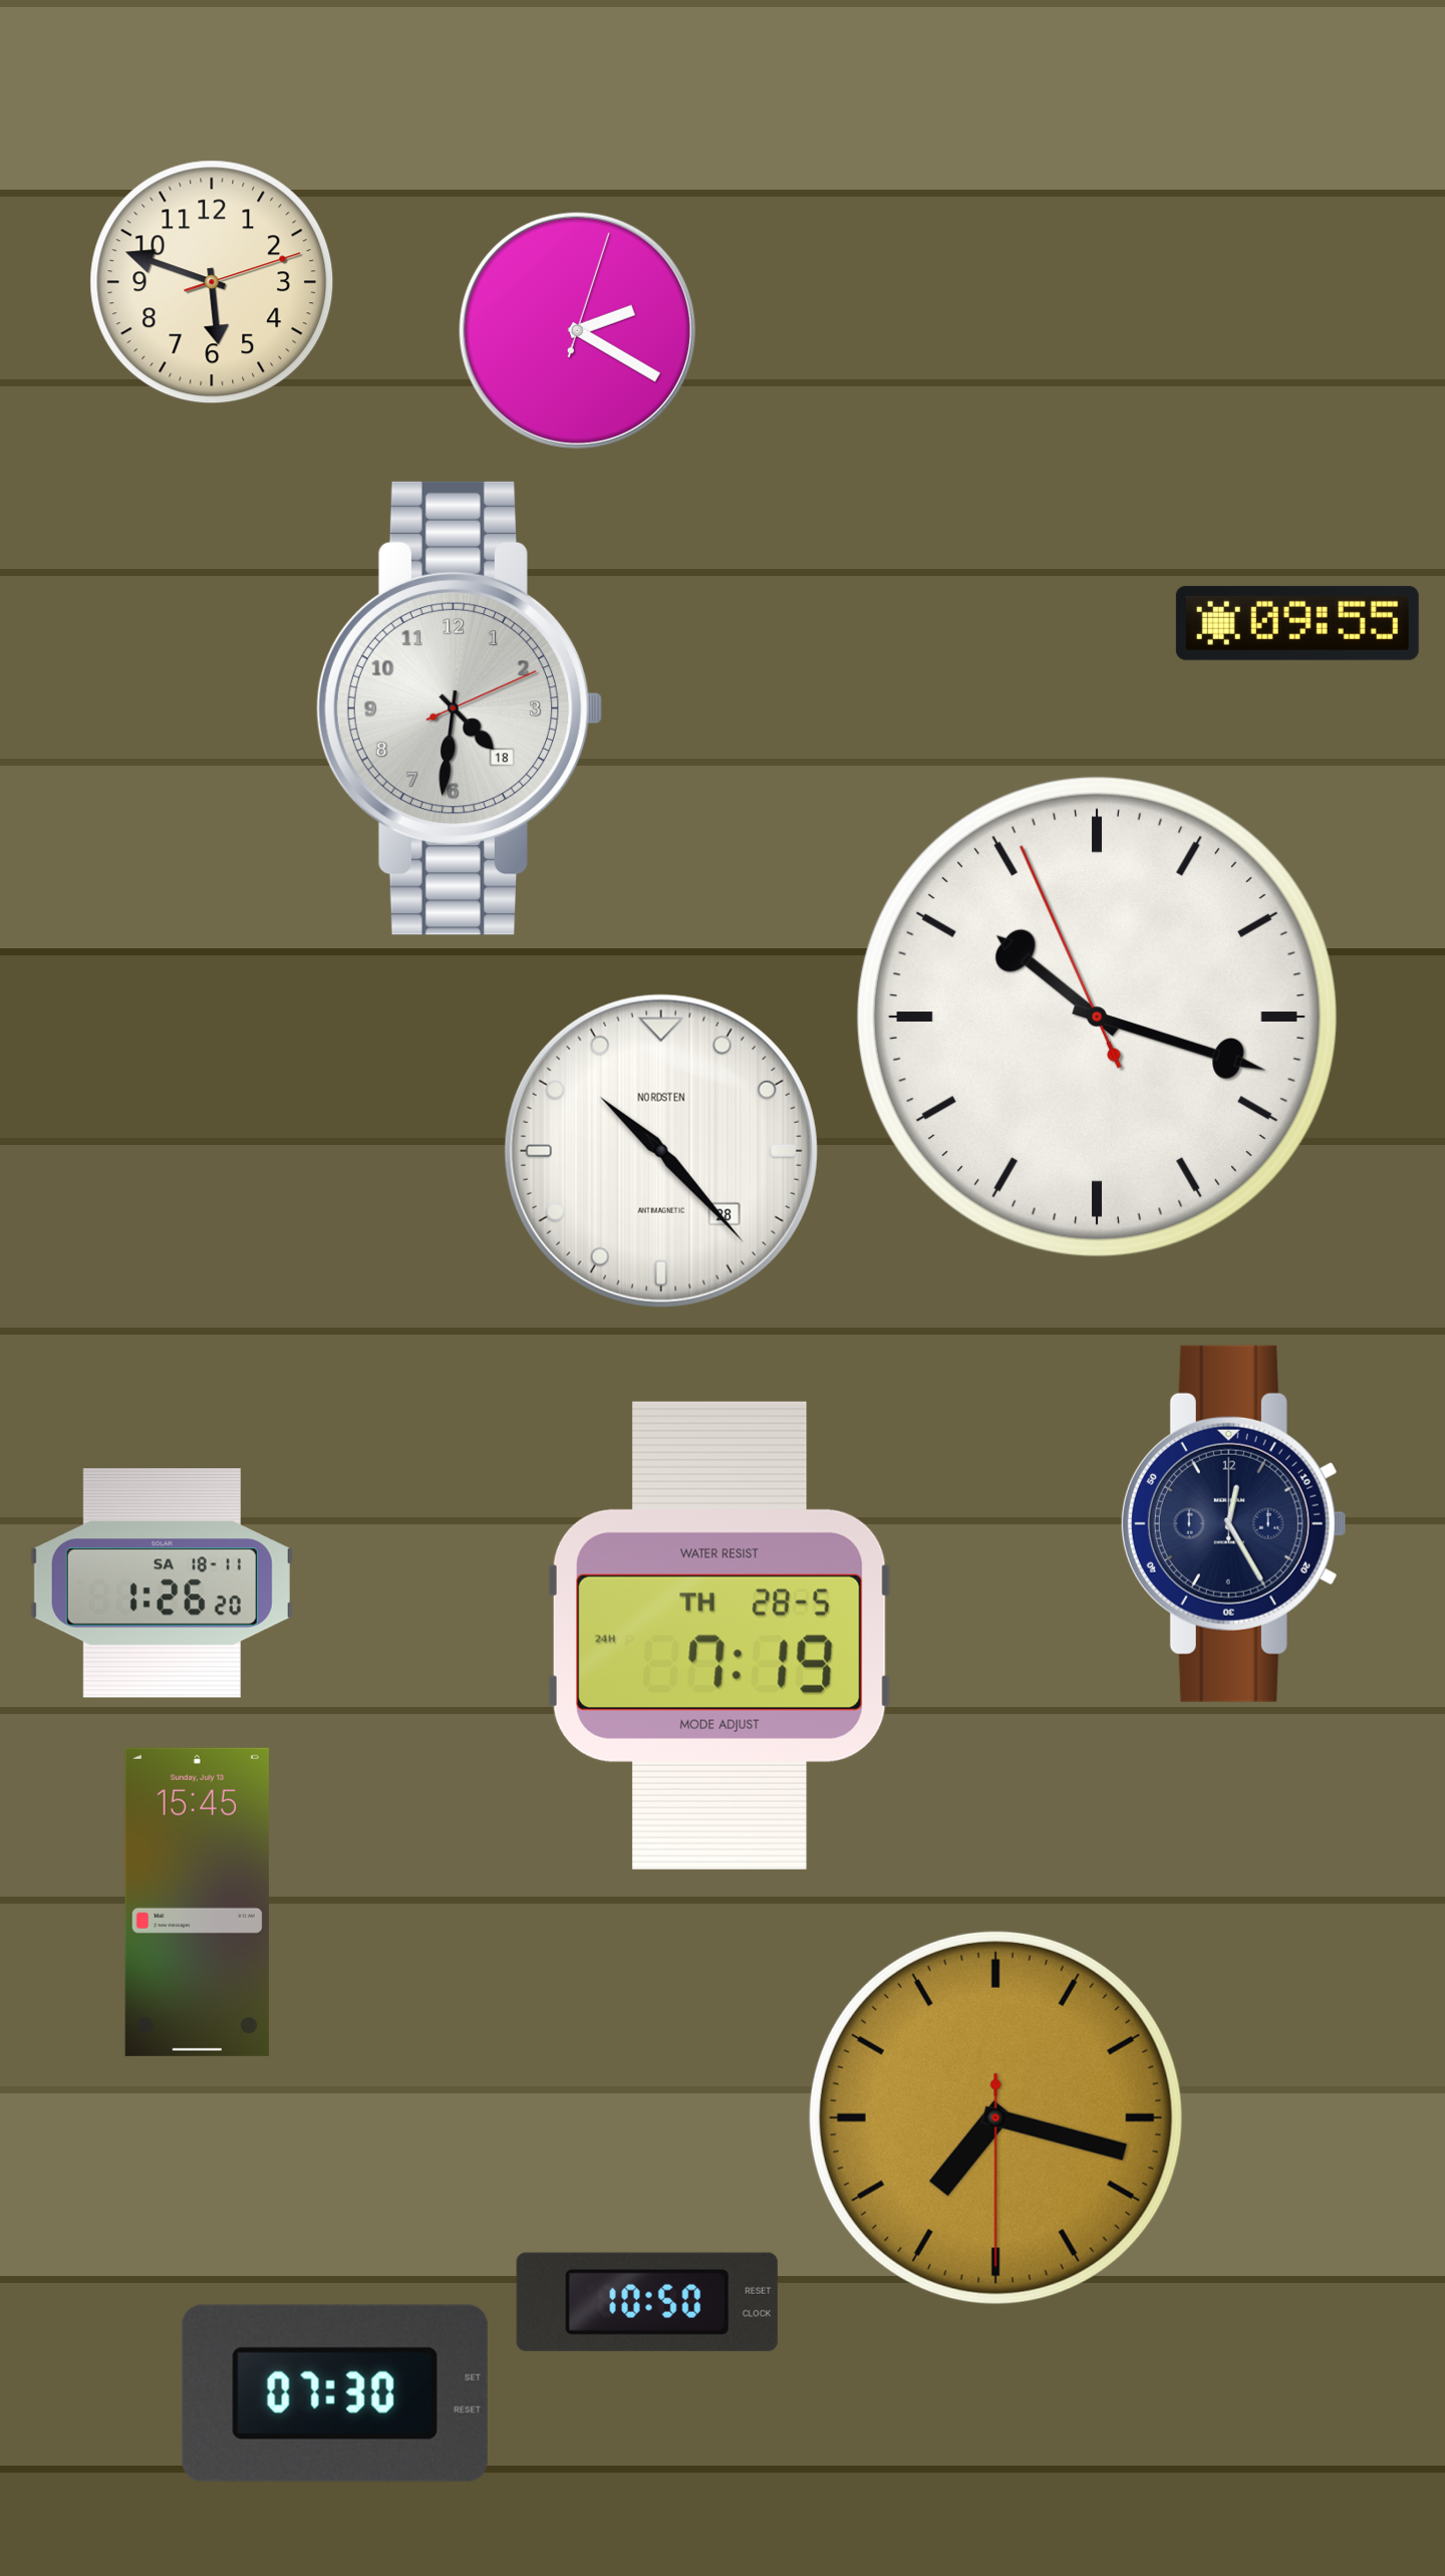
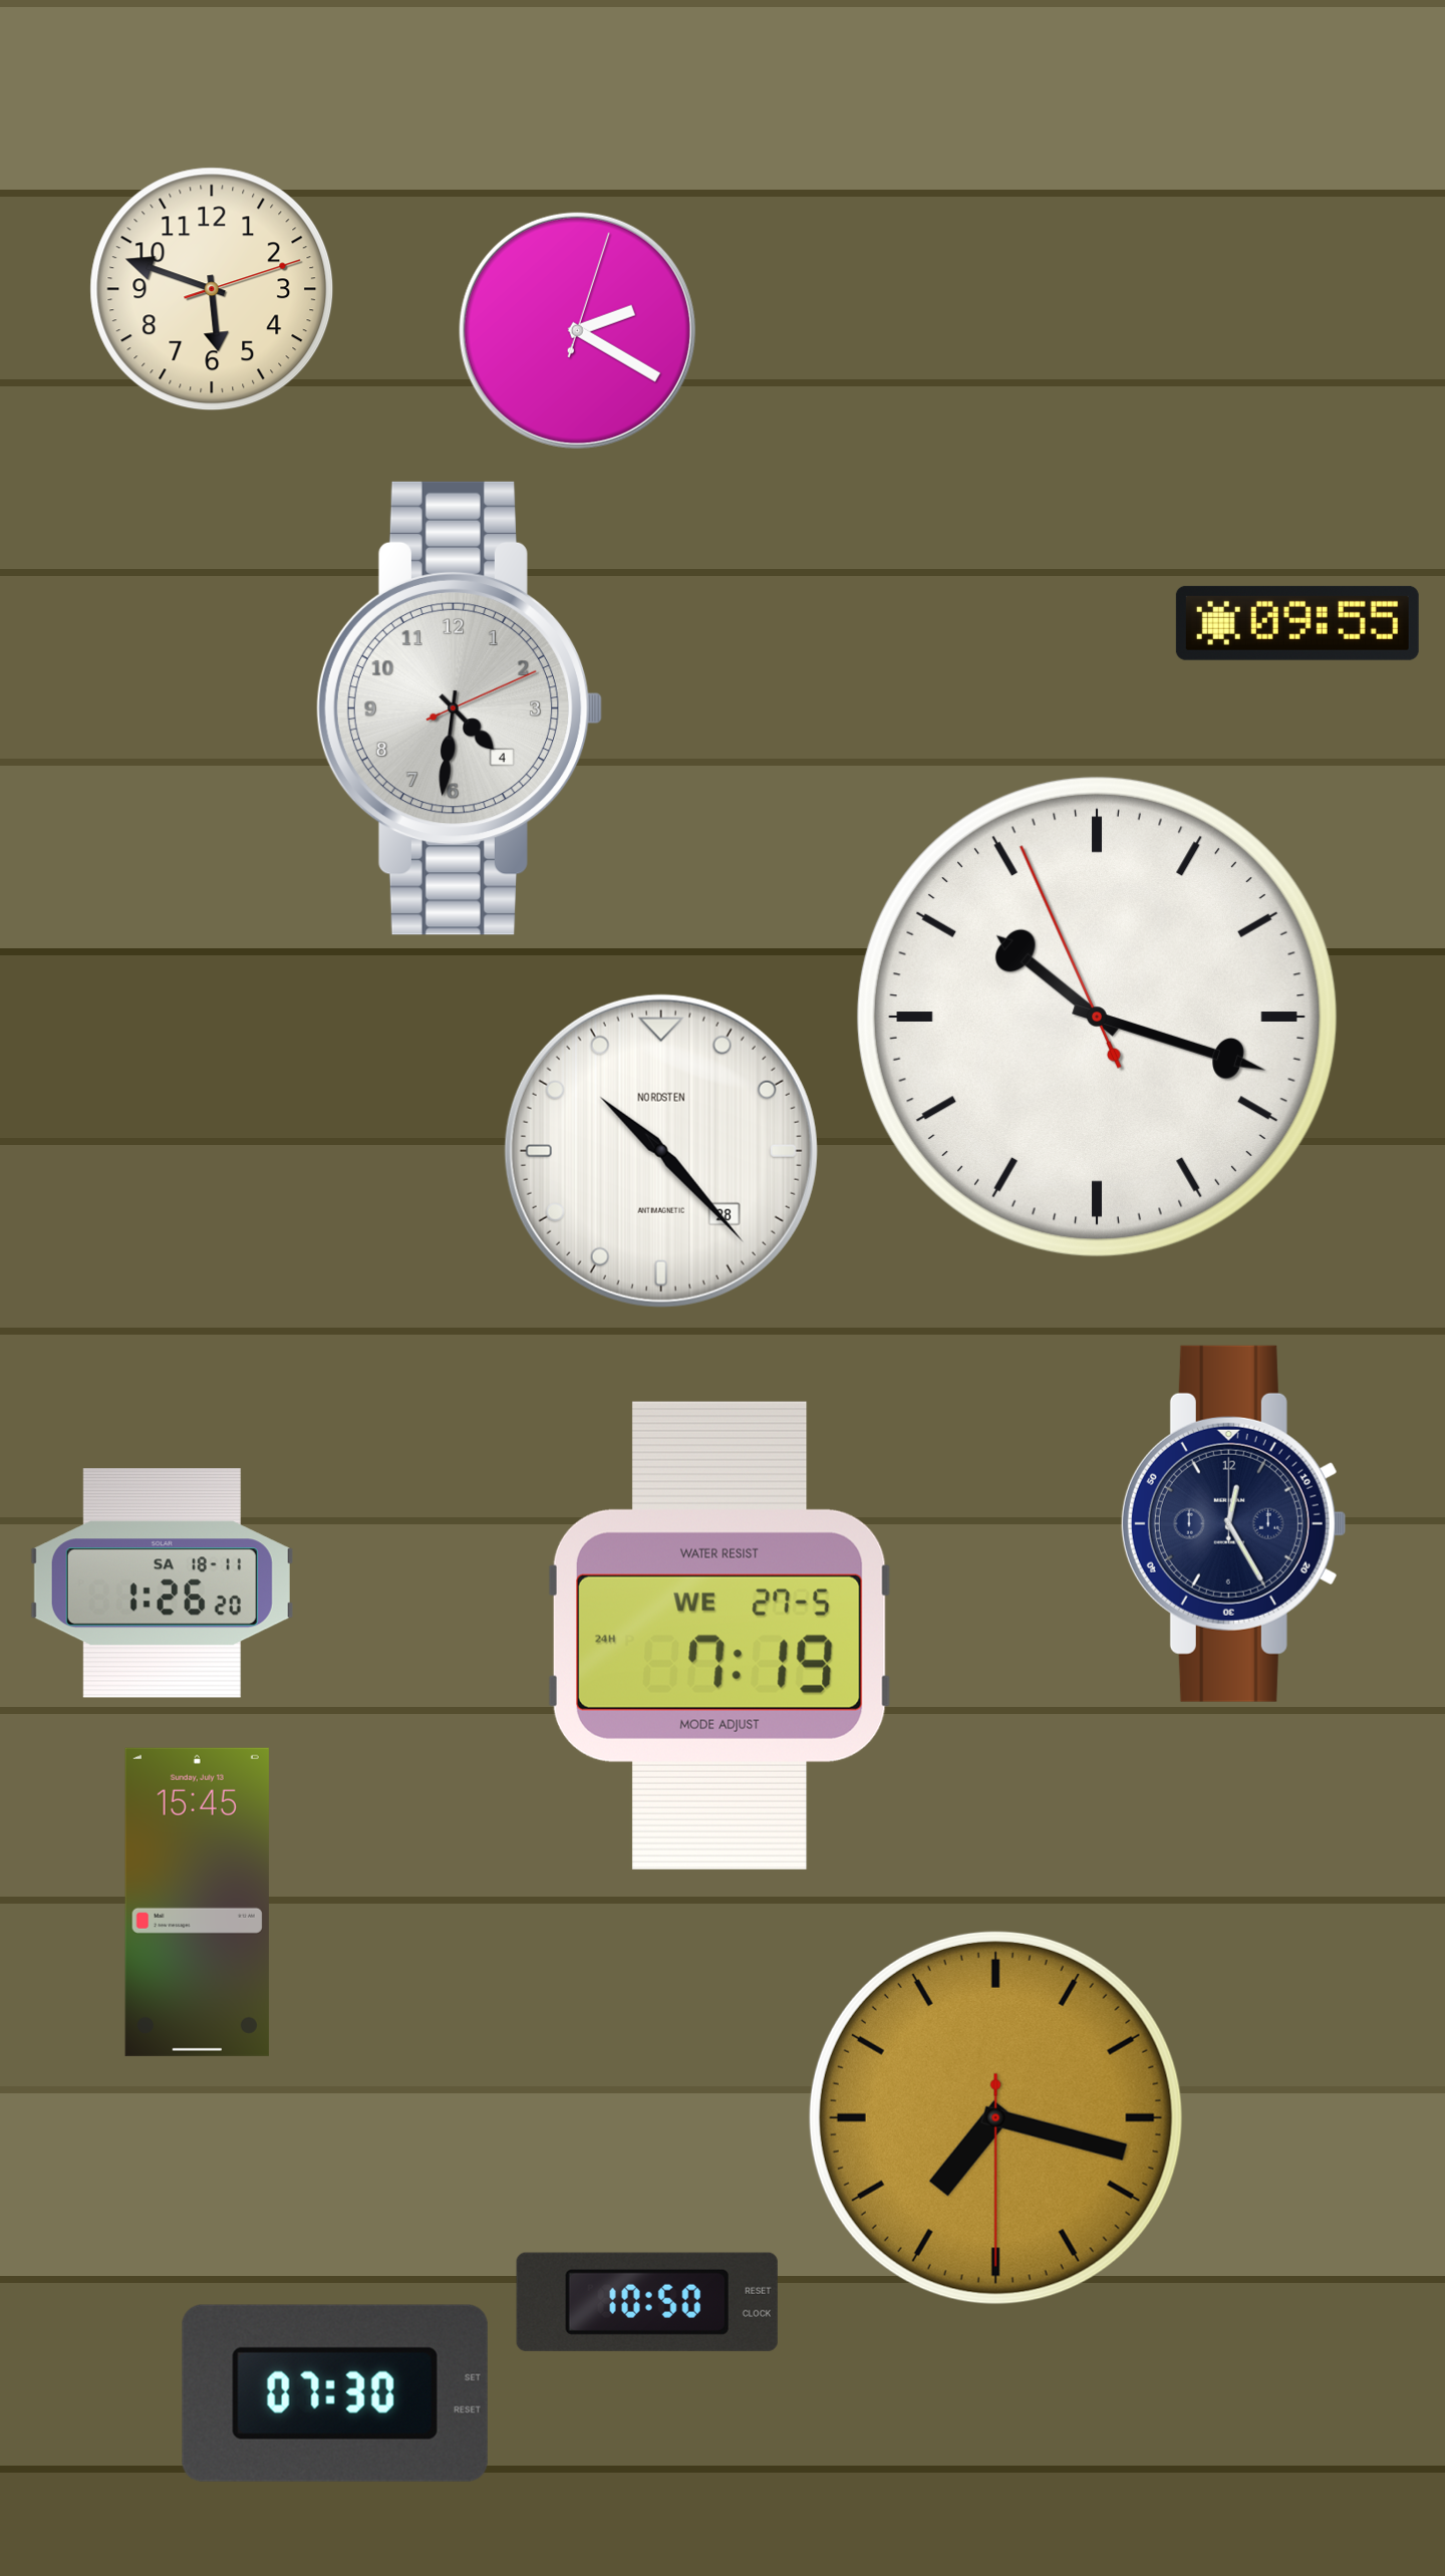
clock at (212, 282) position: (212, 282) -> (212, 289)
clock at (460, 708) date: 18 -> 4
clock at (719, 1636) date: TH 28-5 -> WE 27-5
